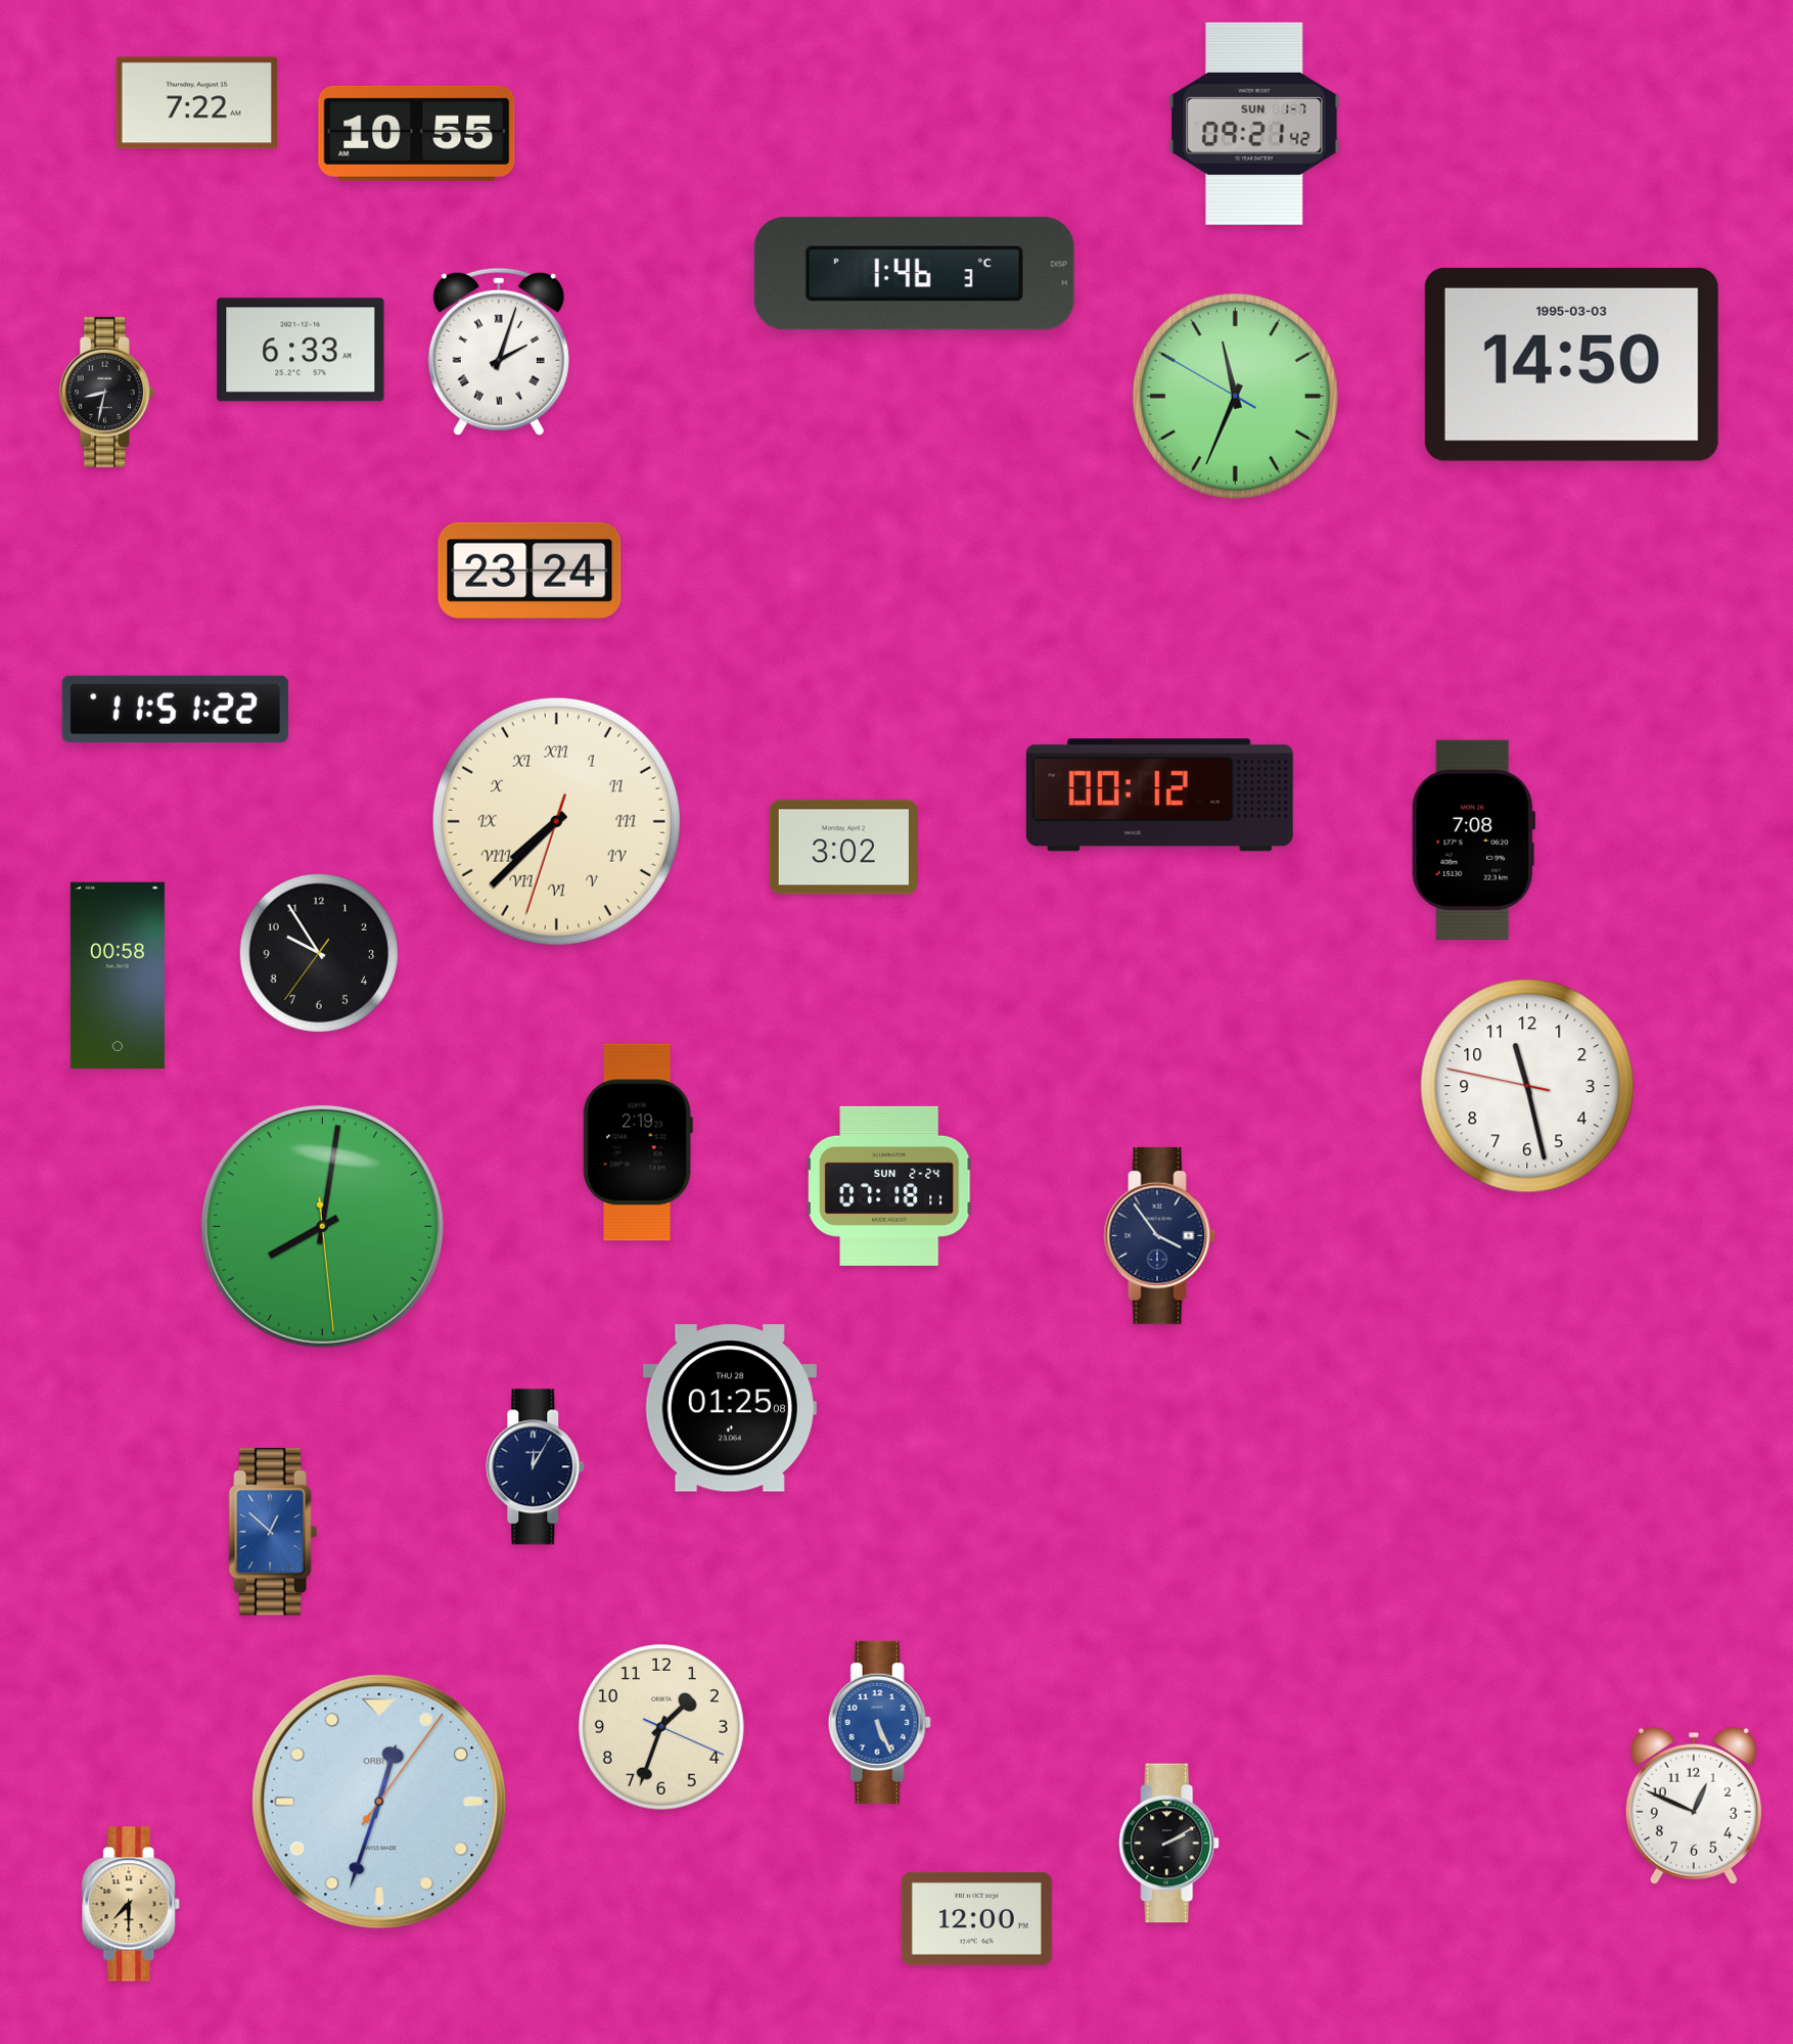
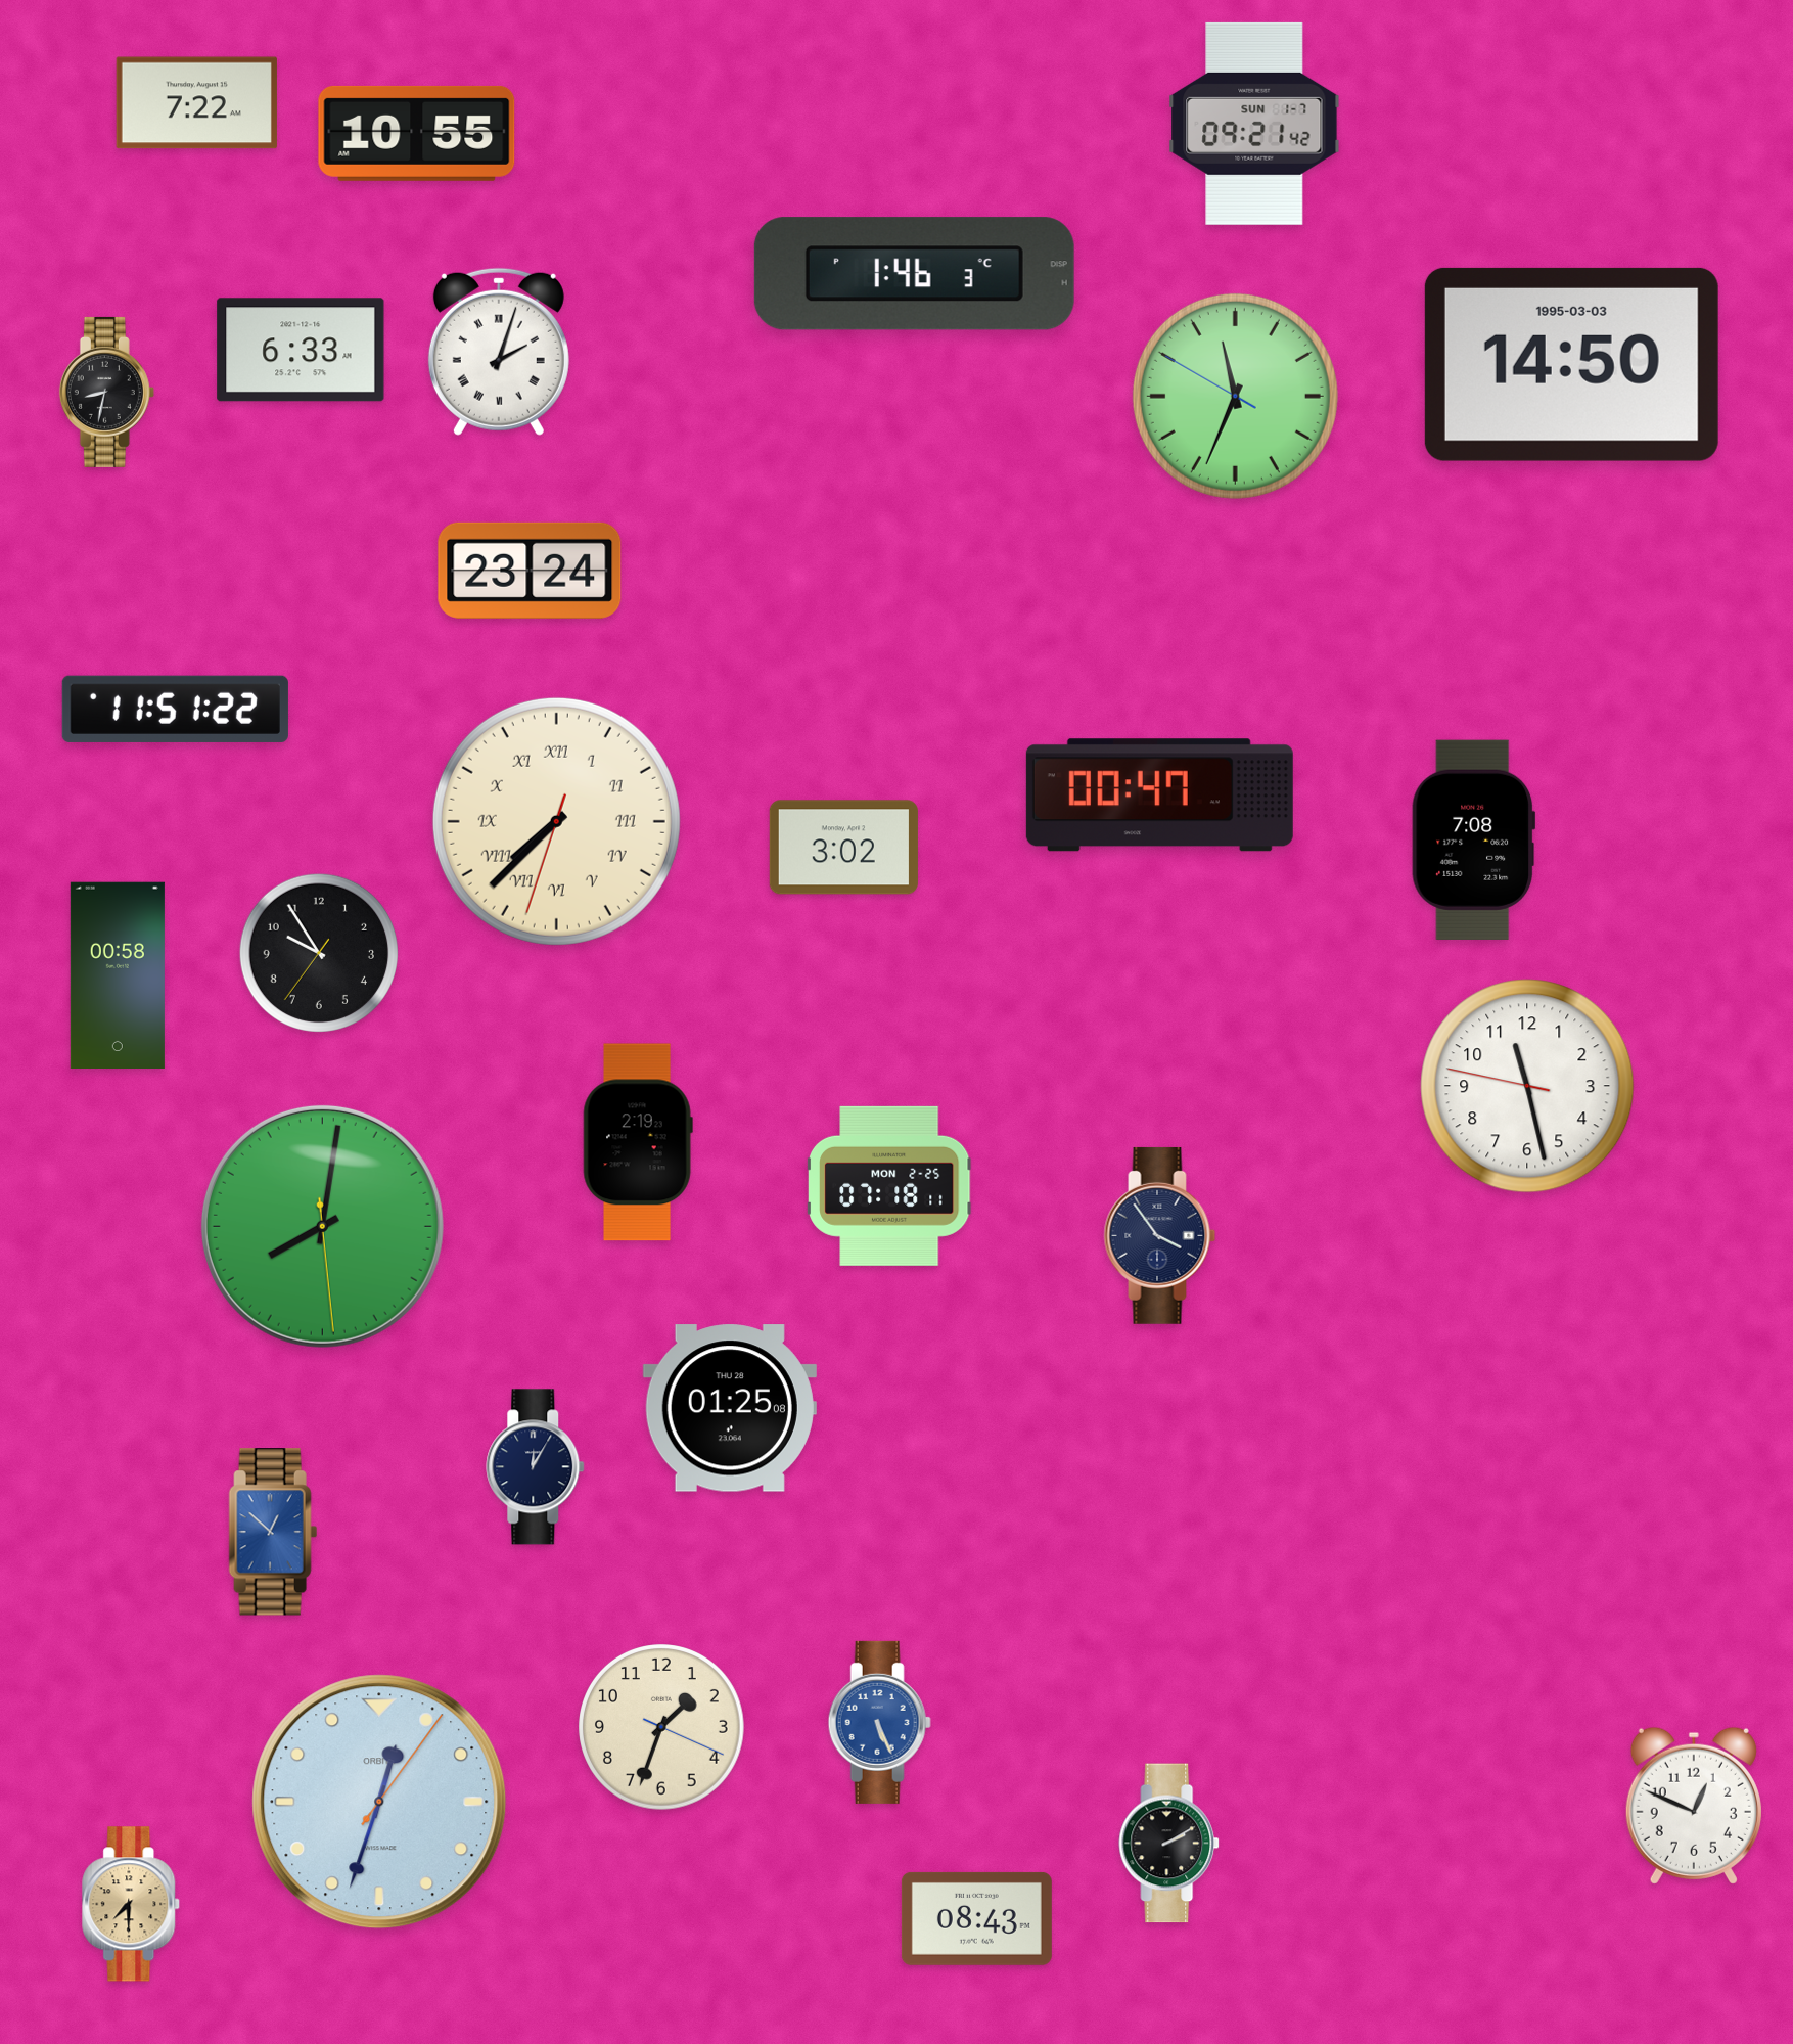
clock at (1159, 796): 00:12 -> 00:47
clock at (890, 1186) date: SUN 2-24 -> MON 2-25
clock at (976, 1918): 12:00 -> 08:43
